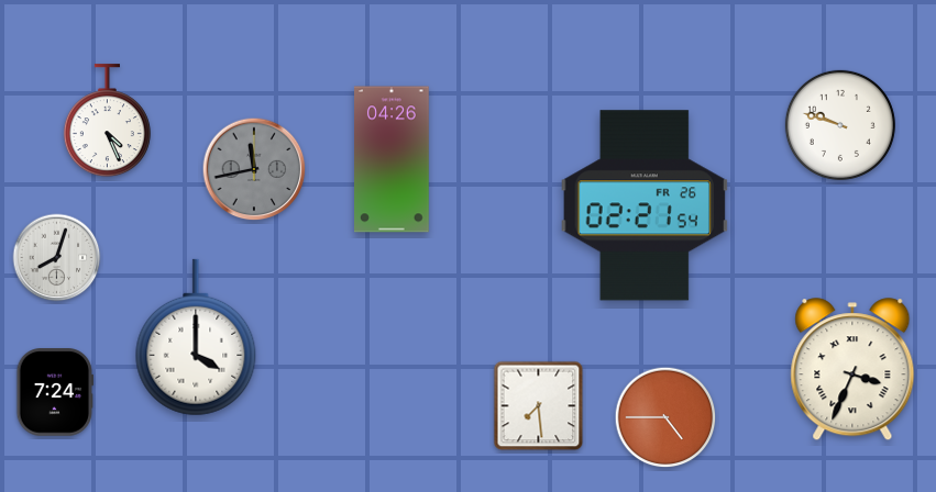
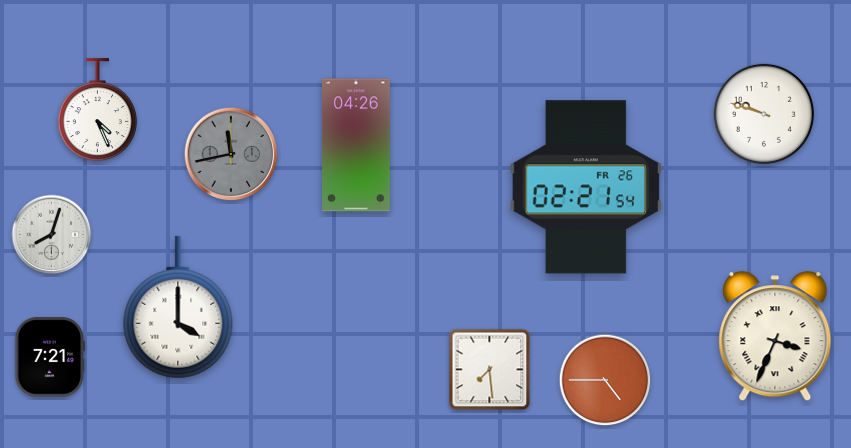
clock at (54, 392): 7:24 -> 7:21
